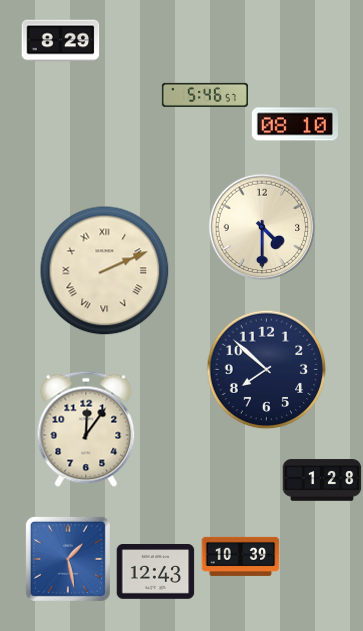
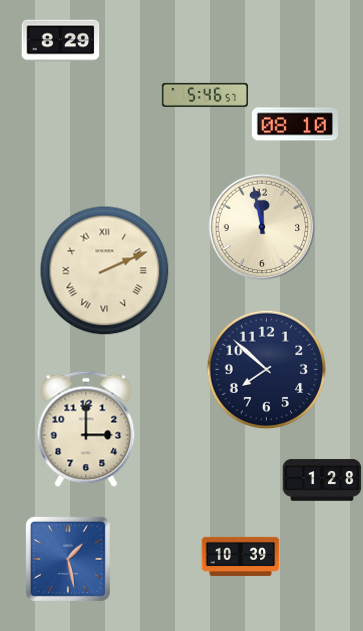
clock at (262, 227): 4:30 -> 11:58
clock at (86, 429): 12:06 -> 3:00
clock at (155, 572): 12:43 -> none
